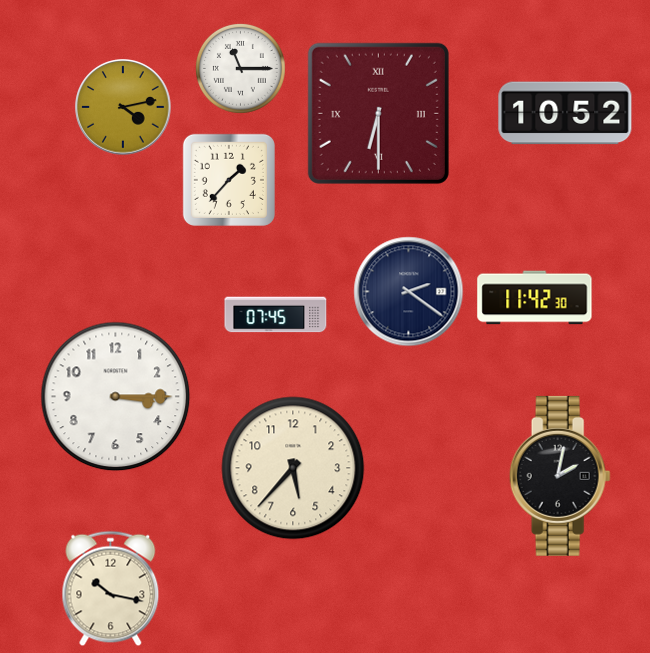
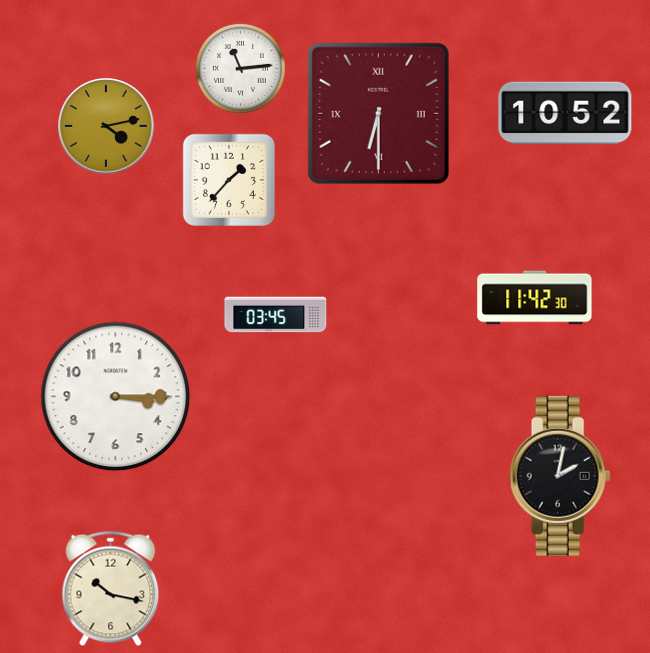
clock at (240, 68): 11:15 -> 11:14
clock at (123, 107) position: (123, 107) -> (106, 126)
clock at (409, 292): 2:21 -> none
clock at (276, 315): 07:45 -> 03:45
clock at (293, 468): 5:37 -> none
